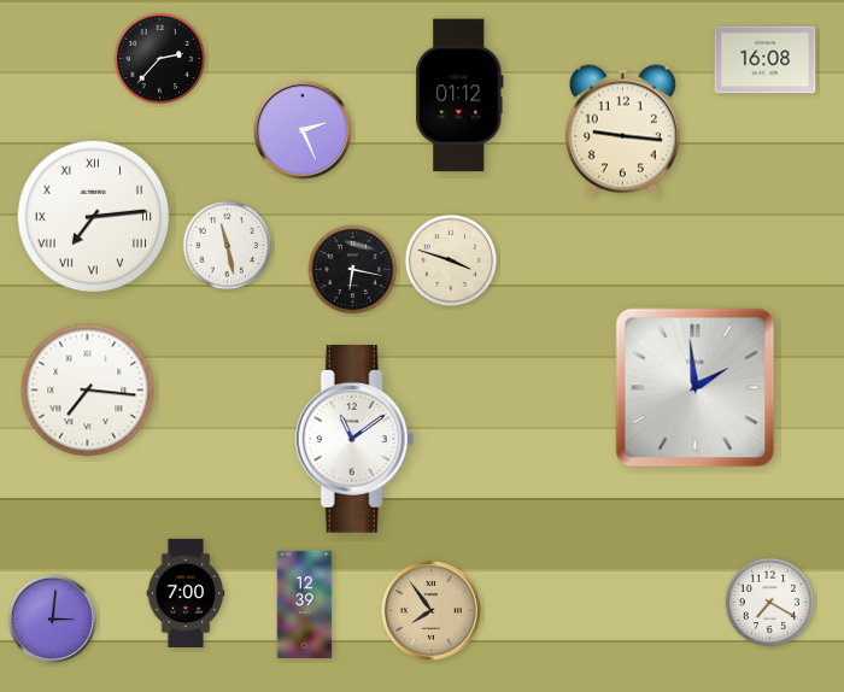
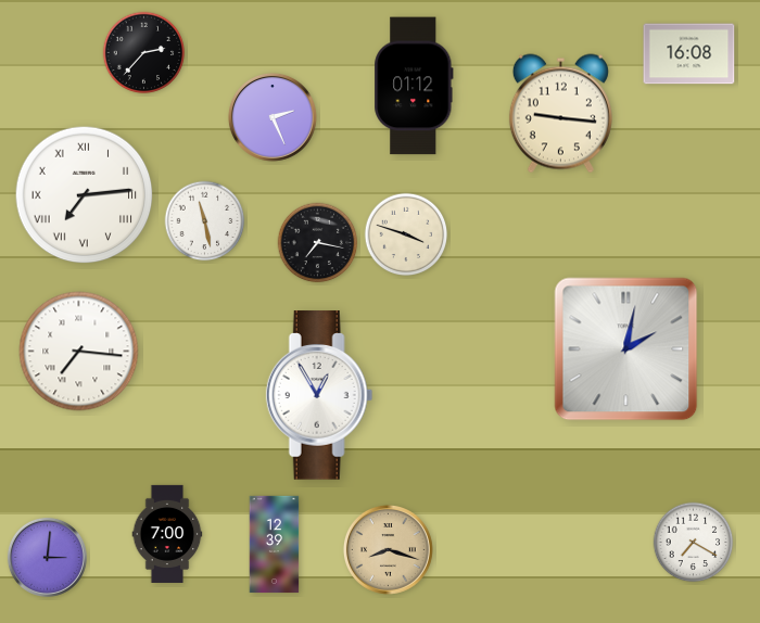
clock at (622, 131) position: (622, 131) -> (560, 114)
clock at (353, 270): 6:17 -> 7:17
clock at (696, 388): 1:59 -> 2:02
clock at (354, 439): 11:09 -> 12:55
clock at (432, 611): 7:54 -> 8:18
